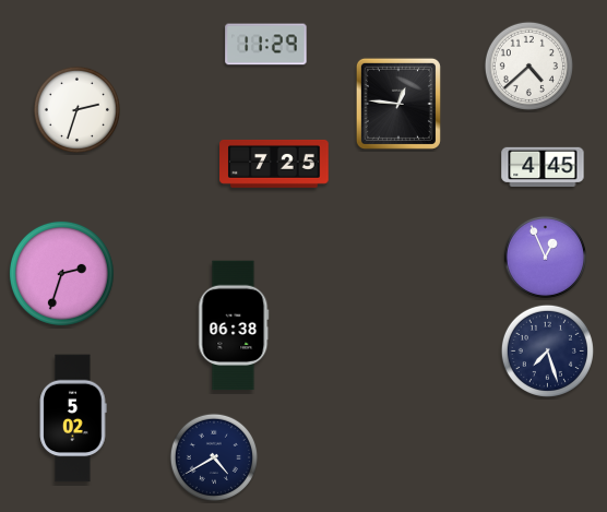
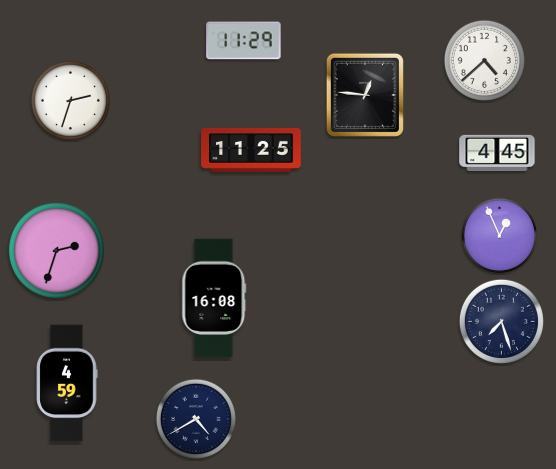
clock at (274, 164): 7:25 -> 11:25
clock at (234, 325): 06:38 -> 16:08
clock at (73, 418): 5:02 -> 4:59
